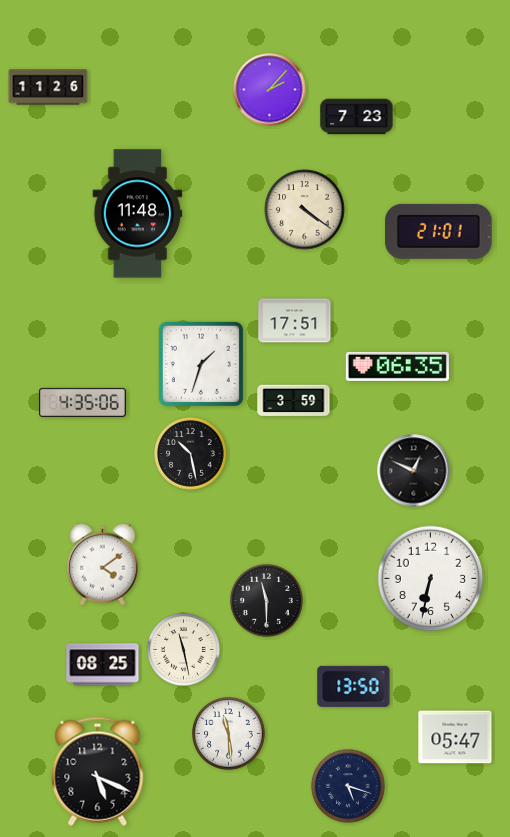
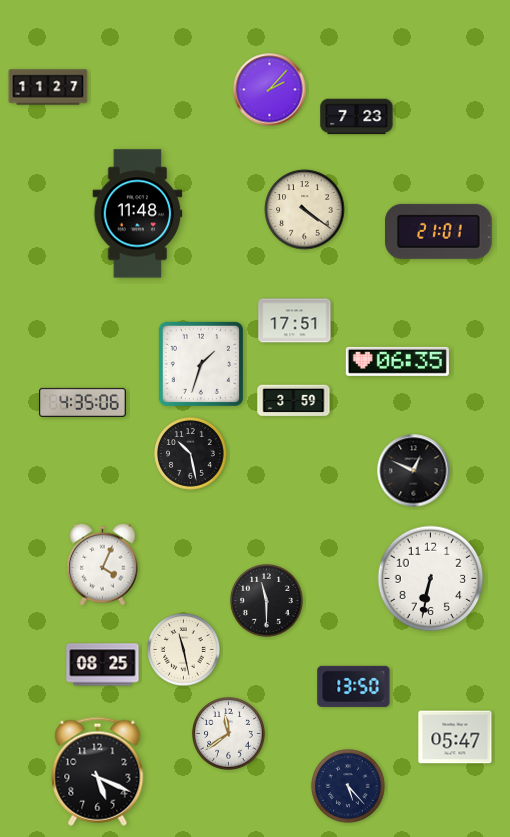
clock at (48, 87): 11:26 -> 11:27
clock at (397, 366) position: (397, 366) -> (397, 361)
clock at (103, 564): 4:09 -> 4:04
clock at (229, 734): 11:29 -> 11:39
clock at (348, 786): 5:18 -> 5:23
